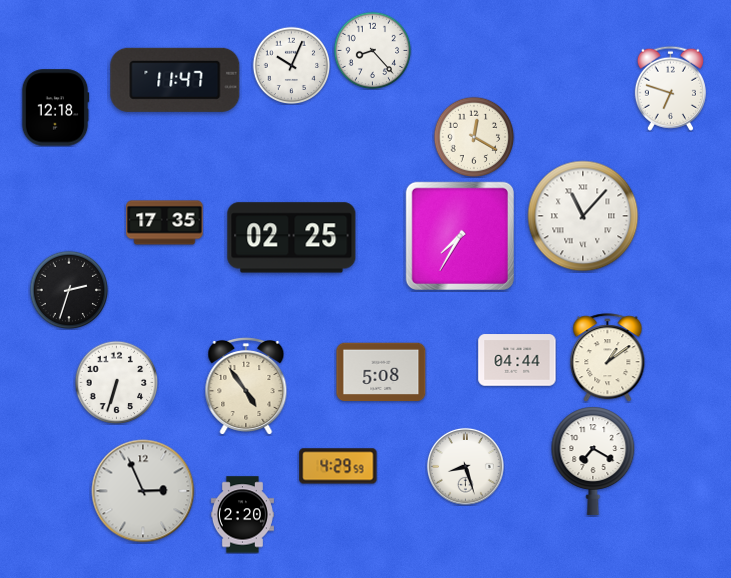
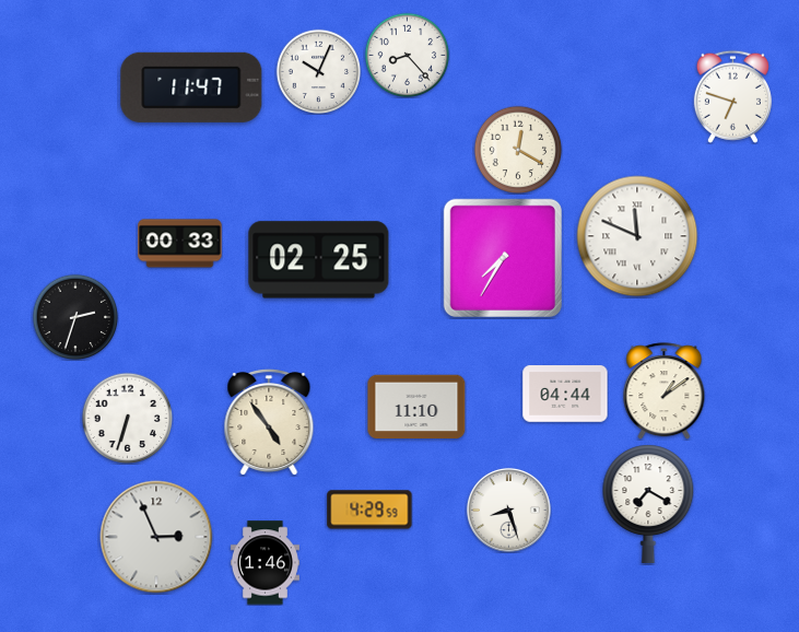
clock at (55, 108): 12:18 -> none
clock at (583, 216): 11:07 -> 11:49
clock at (165, 223): 17:35 -> 00:33
clock at (381, 372): 5:08 -> 11:10
clock at (242, 515): 2:20 -> 1:46
